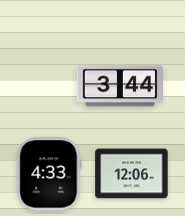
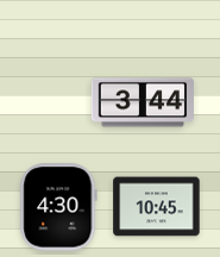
clock at (49, 174): 4:33 -> 4:30
clock at (132, 174): 12:06 -> 10:45
